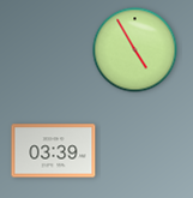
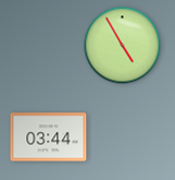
clock at (54, 151): 03:39 -> 03:44
